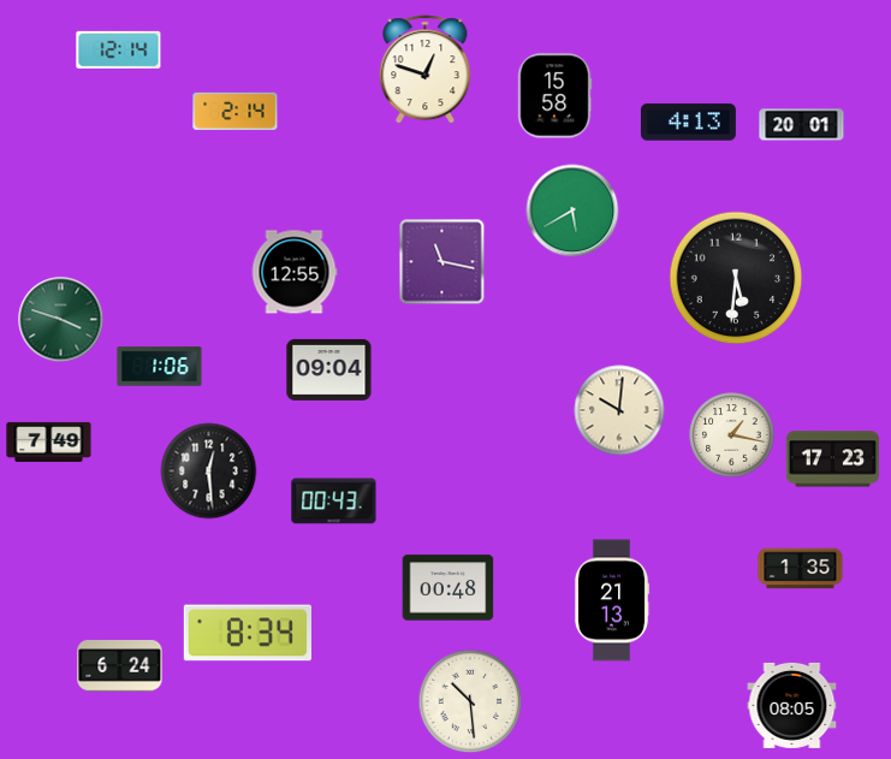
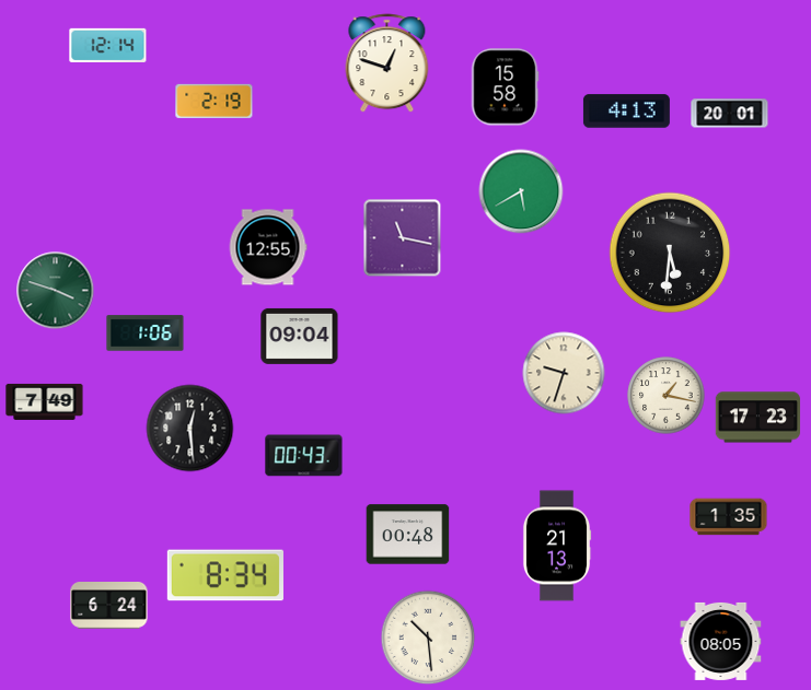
clock at (236, 111): 2:14 -> 2:19
clock at (619, 410): 10:01 -> 9:33
